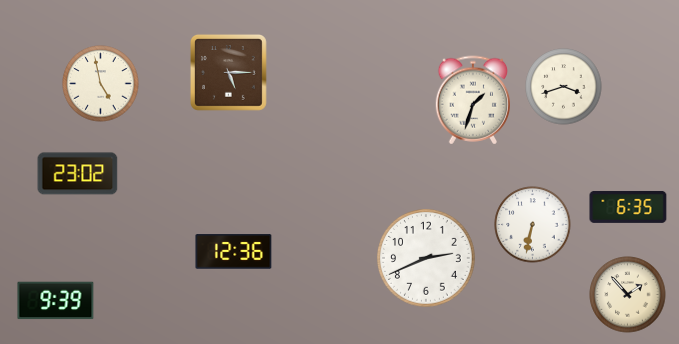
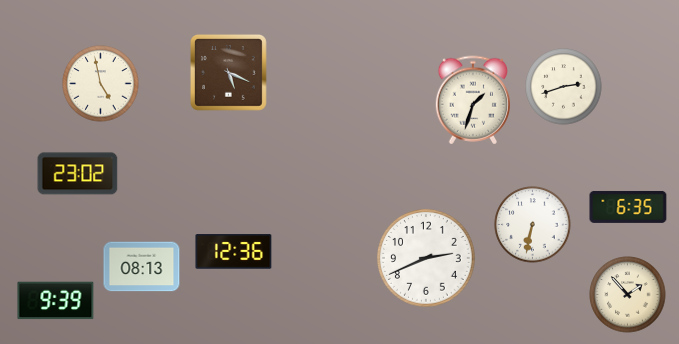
clock at (228, 72): 5:15 -> 5:19
clock at (564, 87): 3:42 -> 2:42
clock at (142, 267): none -> 08:13
